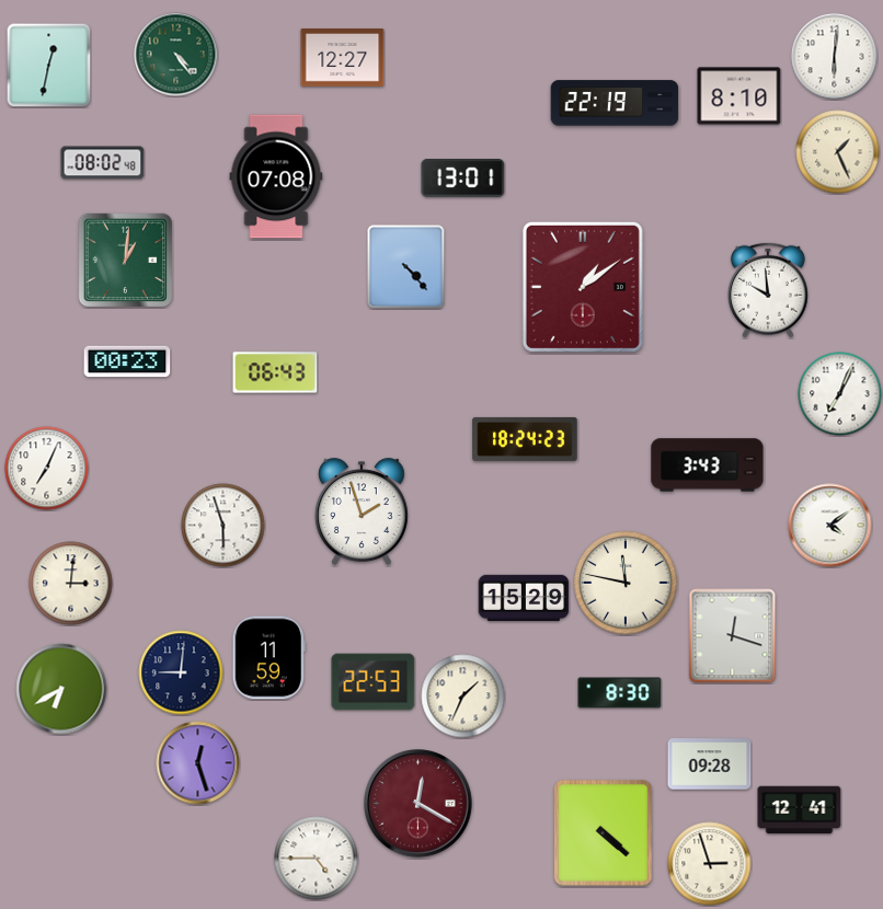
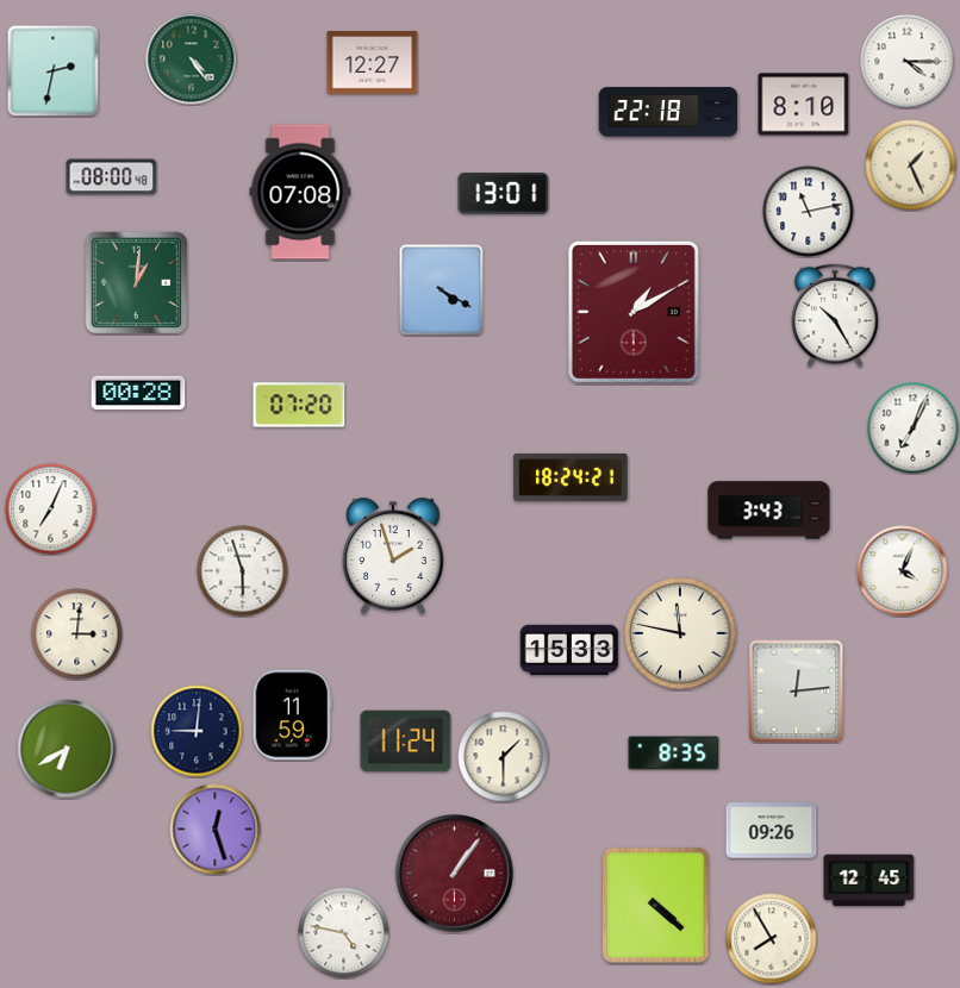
clock at (835, 57): 6:01 -> 4:15
clock at (48, 65): 12:32 -> 2:32
clock at (615, 103): 22:19 -> 22:18
clock at (103, 163): 08:02 -> 08:00
clock at (809, 212): none -> 11:13
clock at (406, 267): 4:23 -> 4:20
clock at (583, 287): 1:09 -> 1:10
clock at (769, 290): 9:59 -> 10:25
clock at (127, 361): 00:23 -> 00:28
clock at (275, 372): 06:43 -> 07:20
clock at (525, 439): 18:24:23 -> 18:24:21
clock at (708, 465) position: (708, 465) -> (769, 511)
clock at (830, 526): 4:09 -> 4:04
clock at (524, 597): 15:29 -> 15:33
clock at (733, 636): 12:18 -> 12:14
clock at (374, 682): 22:53 -> 11:24
clock at (620, 693): 8:30 -> 8:35
clock at (463, 697): 1:34 -> 1:30
clock at (710, 764): 09:28 -> 09:26
clock at (418, 804): 12:20 -> 1:06
clock at (800, 810): 12:41 -> 12:45
clock at (317, 859): 4:45 -> 4:47
clock at (710, 864): 2:57 -> 7:55
